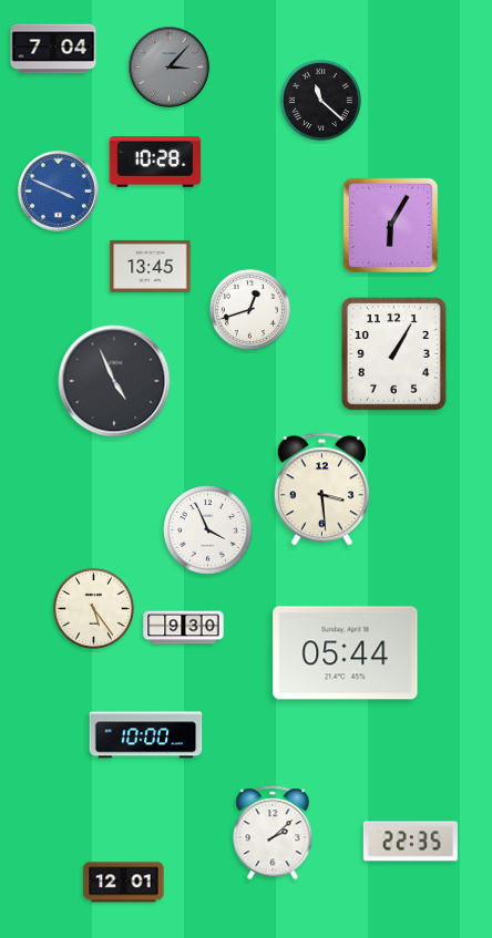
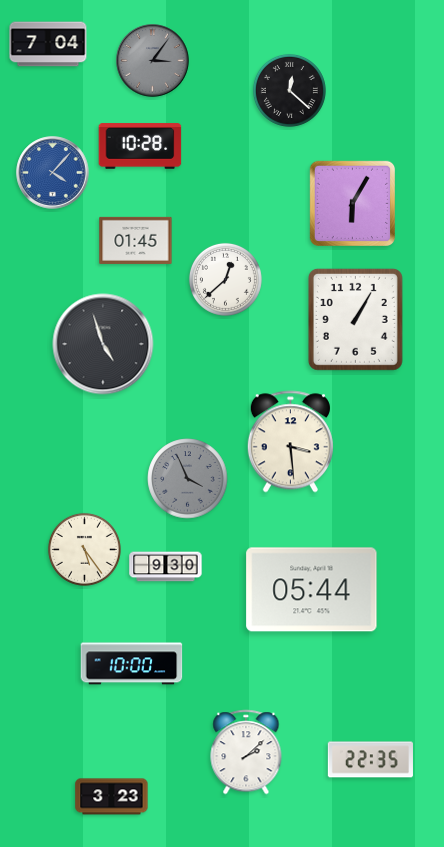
clock at (170, 68): 3:07 -> 3:06
clock at (320, 100): 11:22 -> 12:22
clock at (59, 192): 3:49 -> 4:07
clock at (151, 266): 13:45 -> 01:45
clock at (249, 309): 12:42 -> 12:38
clock at (114, 381): 4:56 -> 4:57
clock at (208, 530) dial: white -> grey
clock at (124, 883): 12:01 -> 3:23
